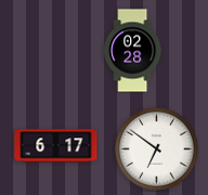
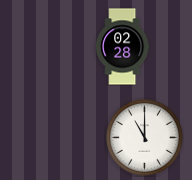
clock at (56, 146): 6:17 -> none
clock at (156, 148): 6:51 -> 11:00
